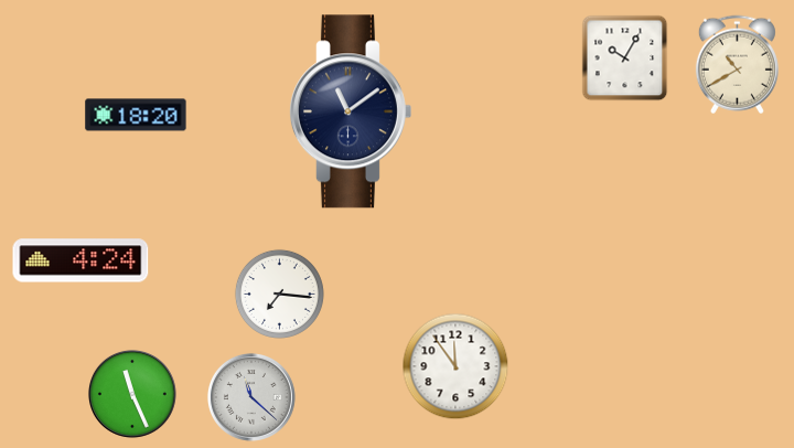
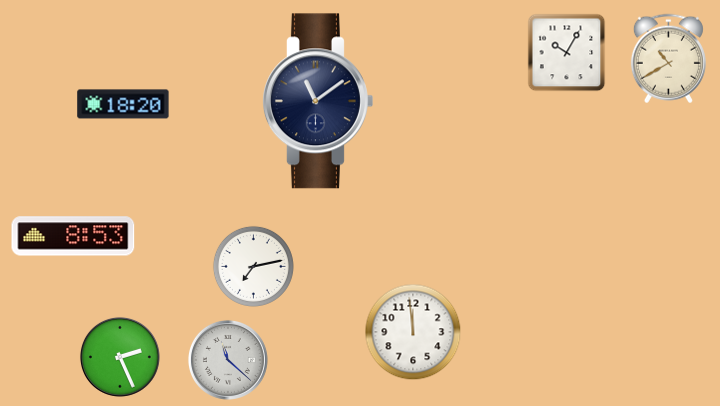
clock at (81, 260): 4:24 -> 8:53
clock at (279, 294): 7:16 -> 7:13
clock at (455, 366): 11:54 -> 11:59
clock at (132, 394): 11:26 -> 2:26
